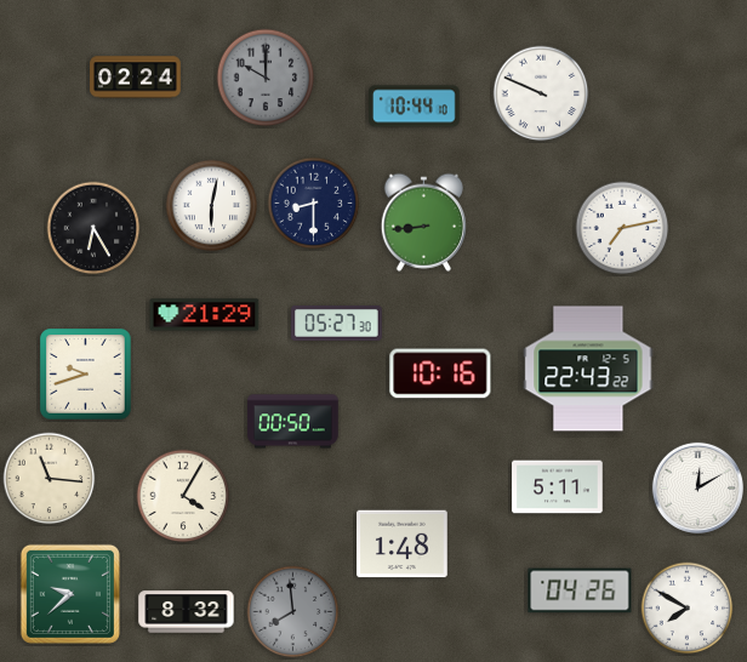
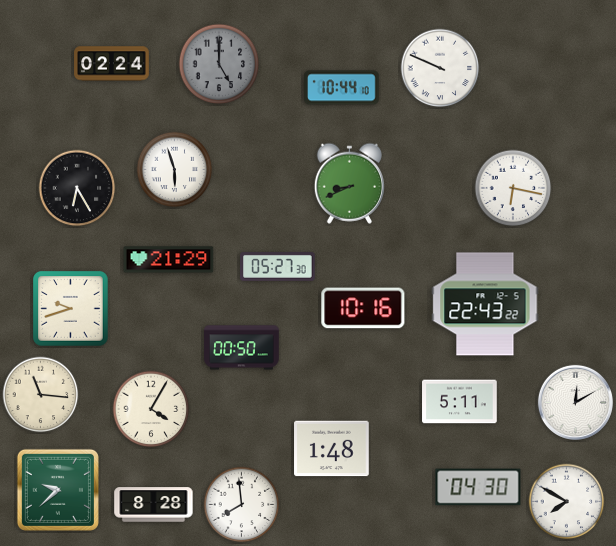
clock at (266, 78): 10:00 -> 5:00
clock at (541, 93) position: (541, 93) -> (440, 68)
clock at (314, 204): 8:30 -> none
clock at (212, 206): 6:02 -> 5:57
clock at (423, 222): 8:44 -> 8:41
clock at (622, 228): 7:13 -> 6:17
clock at (580, 590): 04:26 -> 04:30
clock at (187, 612): 8:32 -> 8:28
clock at (293, 612) dial: grey -> white
